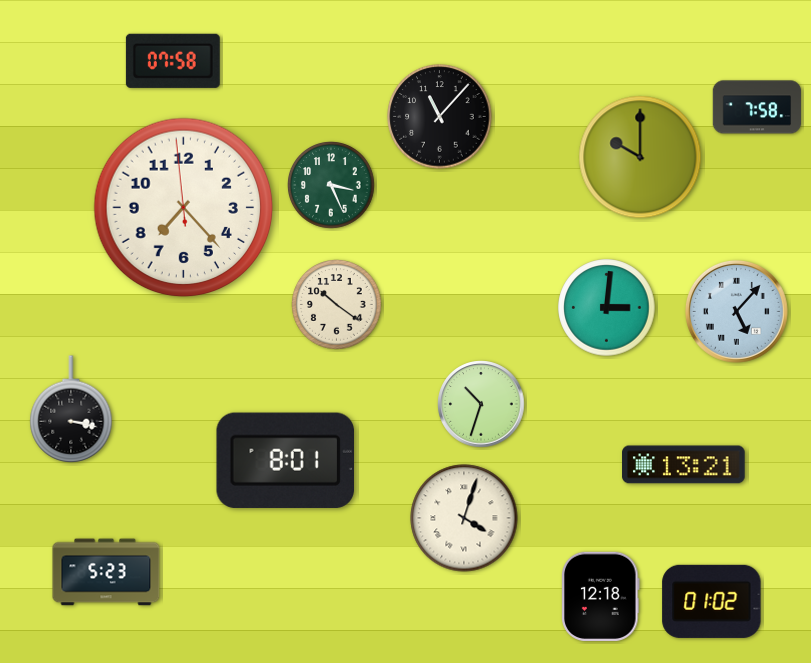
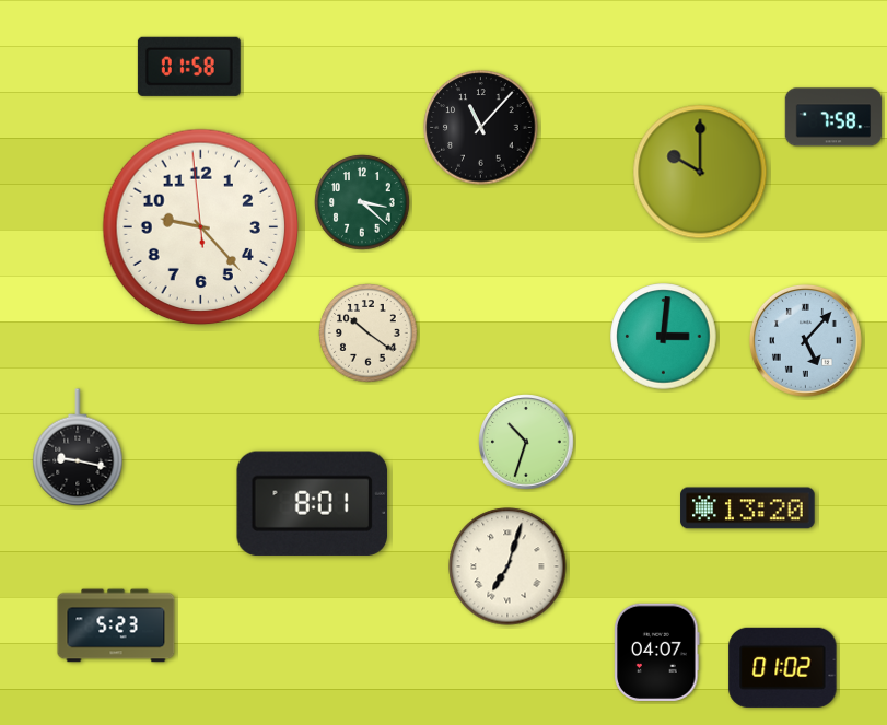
clock at (173, 61): 07:58 -> 01:58
clock at (757, 107) position: (757, 107) -> (833, 117)
clock at (331, 185): 3:26 -> 3:22
clock at (184, 208): 7:22 -> 9:22
clock at (71, 409): 3:17 -> 9:17
clock at (684, 465): 13:21 -> 13:20
clock at (464, 518): 4:03 -> 7:03
clock at (601, 596): 12:18 -> 04:07
clock at (712, 601) position: (712, 601) -> (783, 667)
